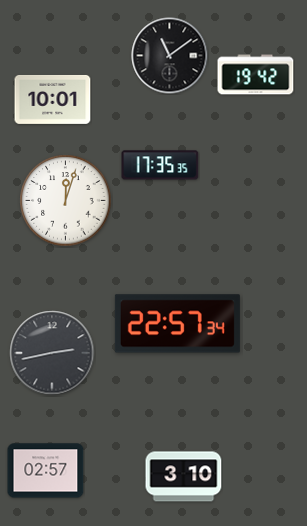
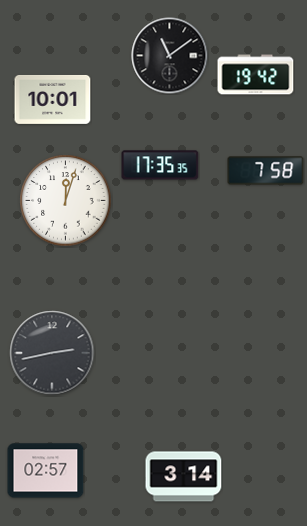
clock at (266, 171): none -> 7:58
clock at (177, 324): 22:57 -> none
clock at (184, 477): 3:10 -> 3:14
